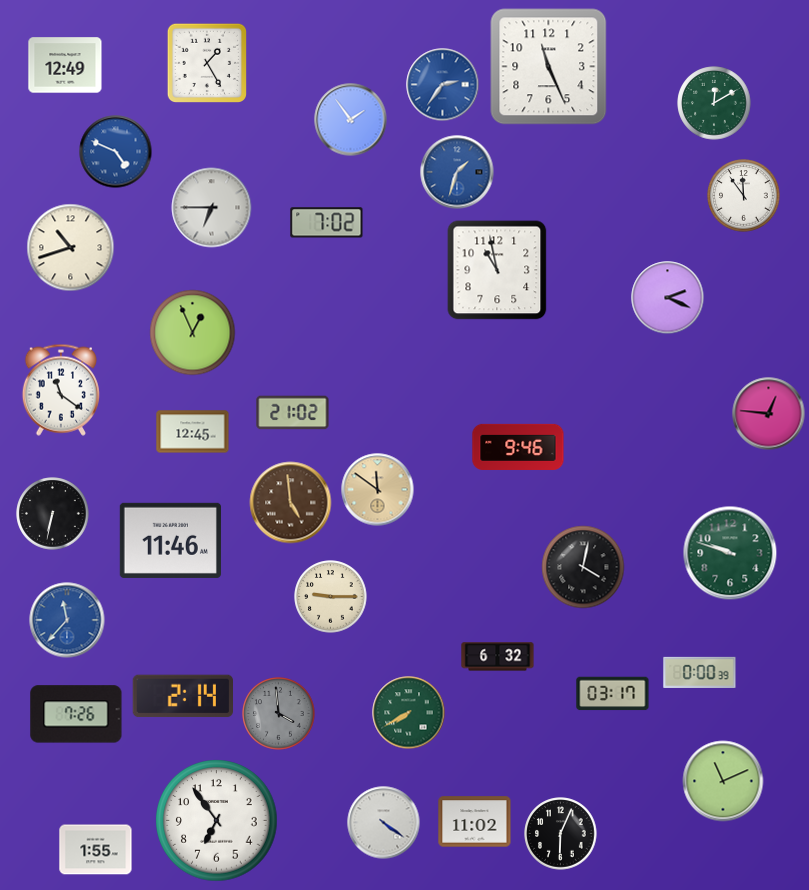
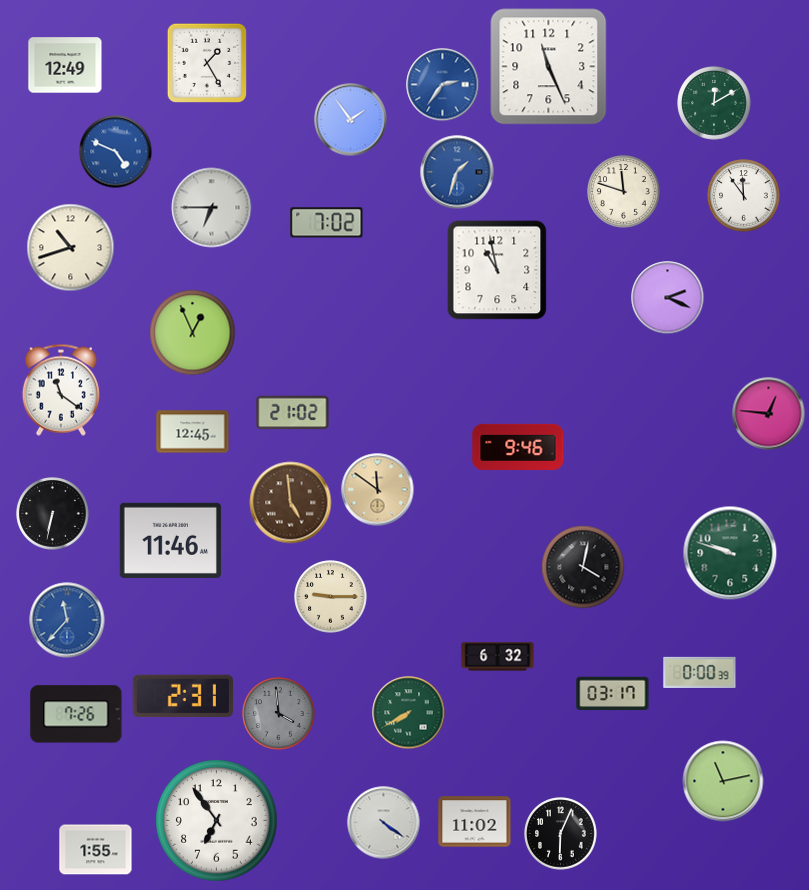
clock at (624, 192): none -> 11:48
clock at (182, 696): 2:14 -> 2:31
clock at (723, 781): 11:11 -> 11:13
